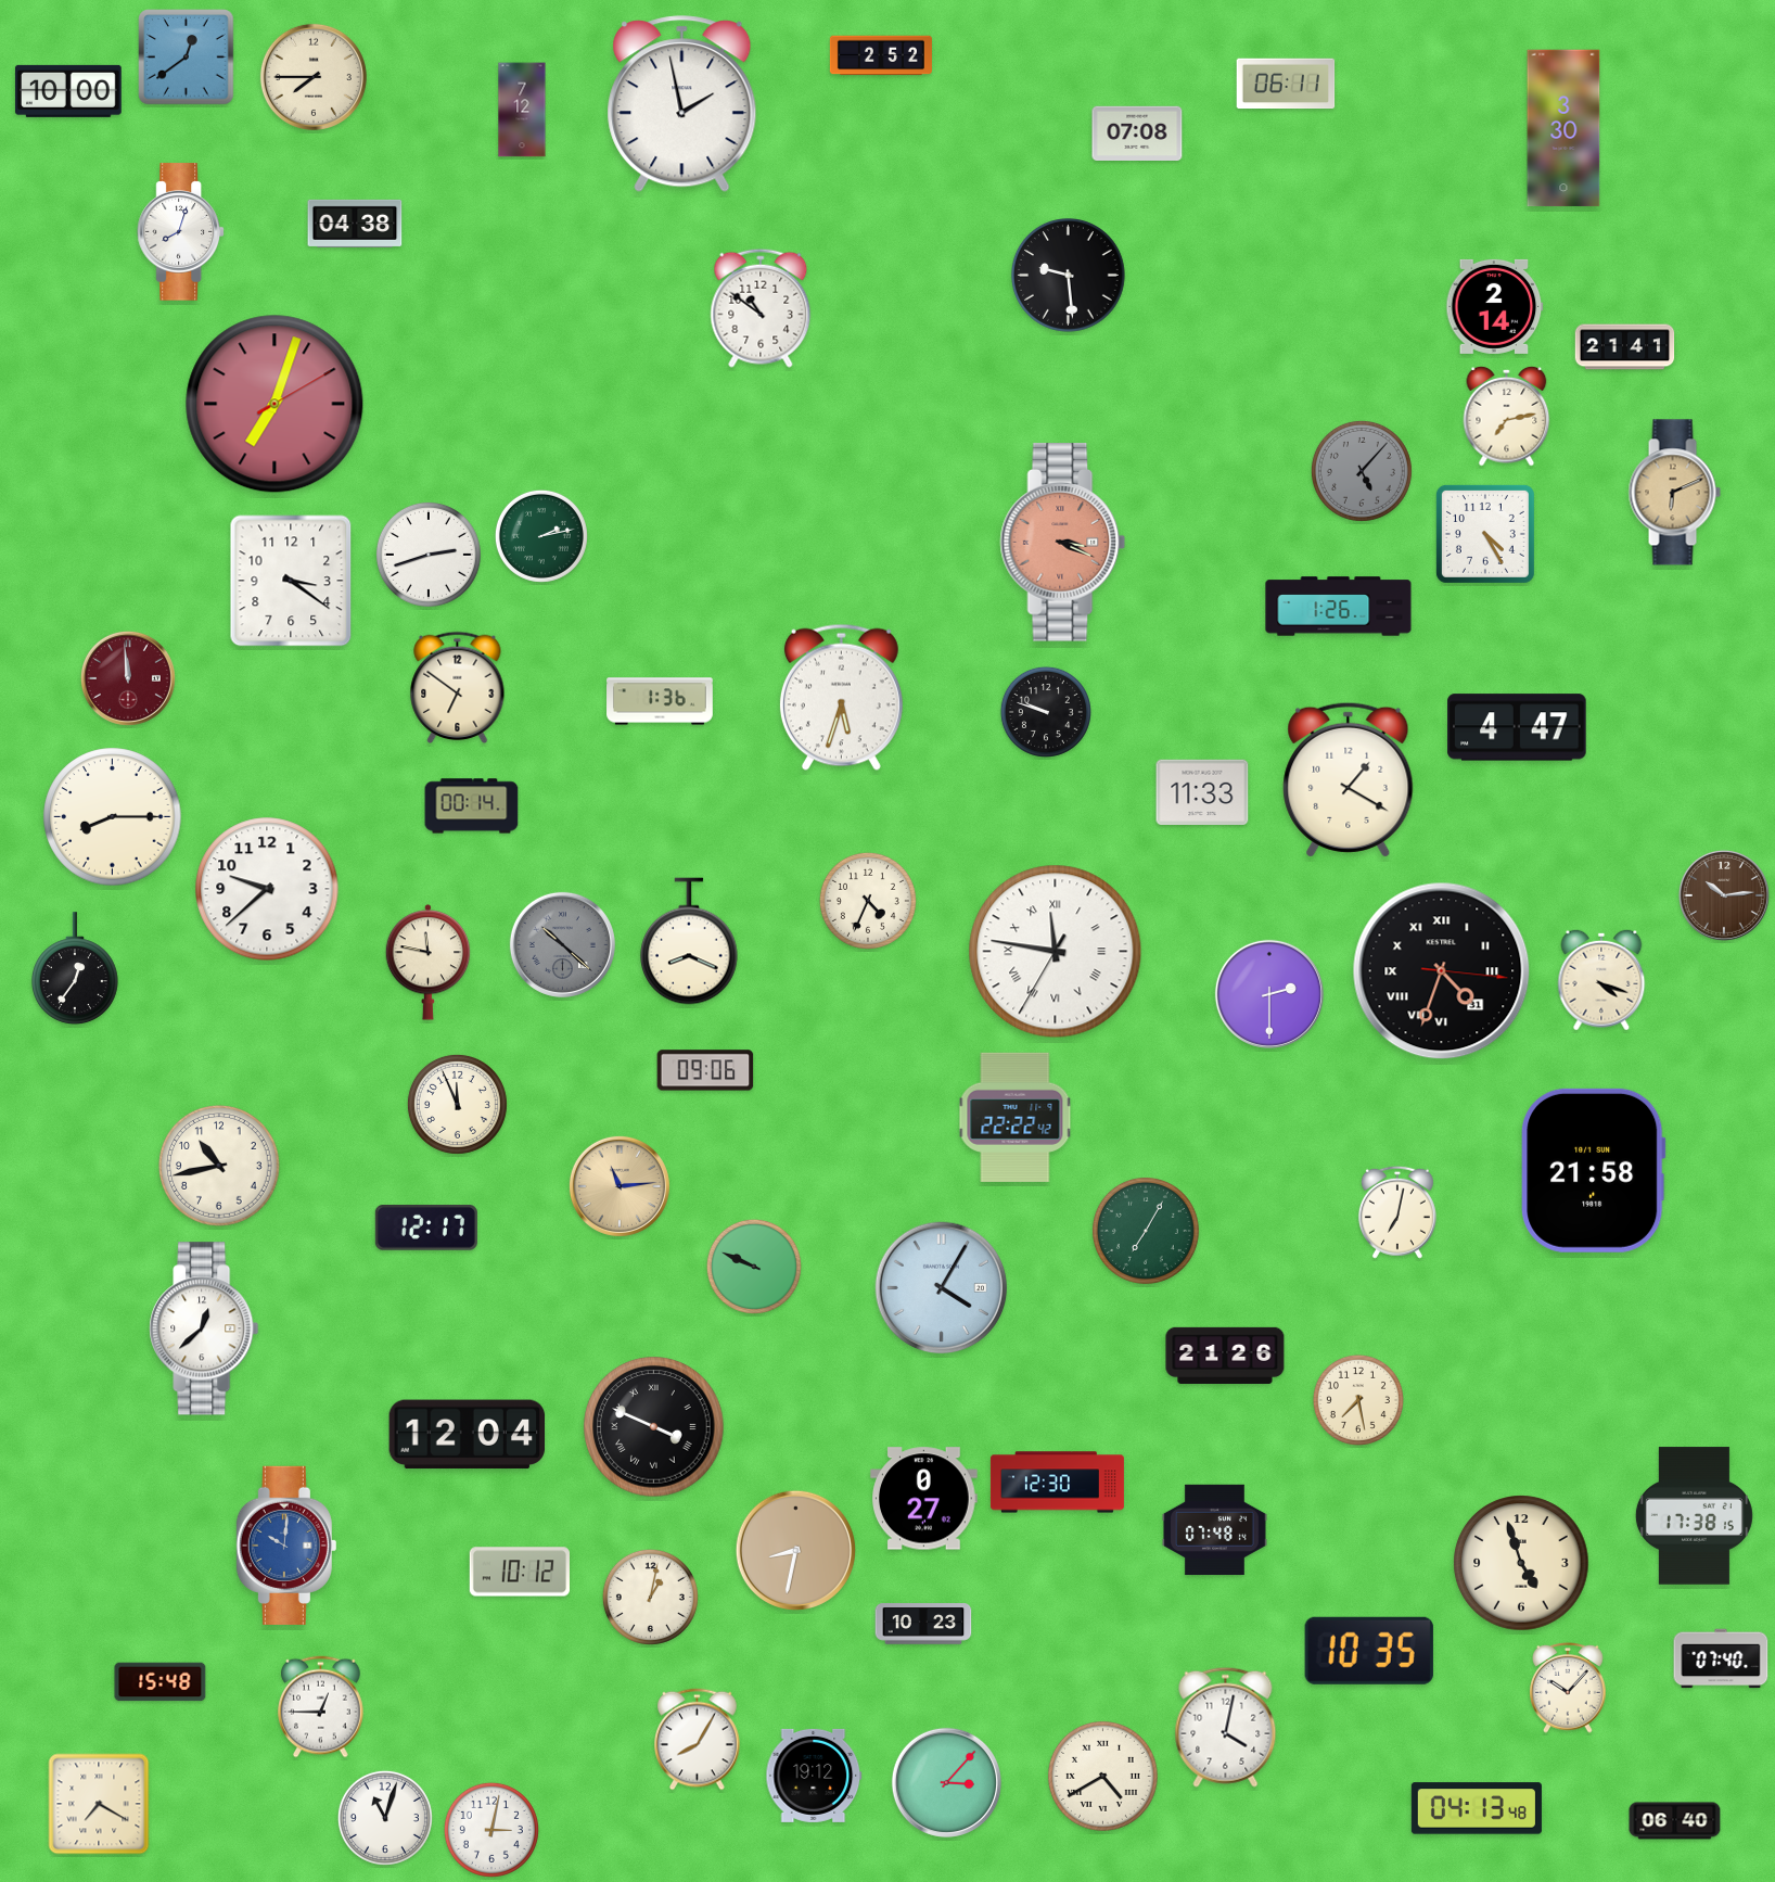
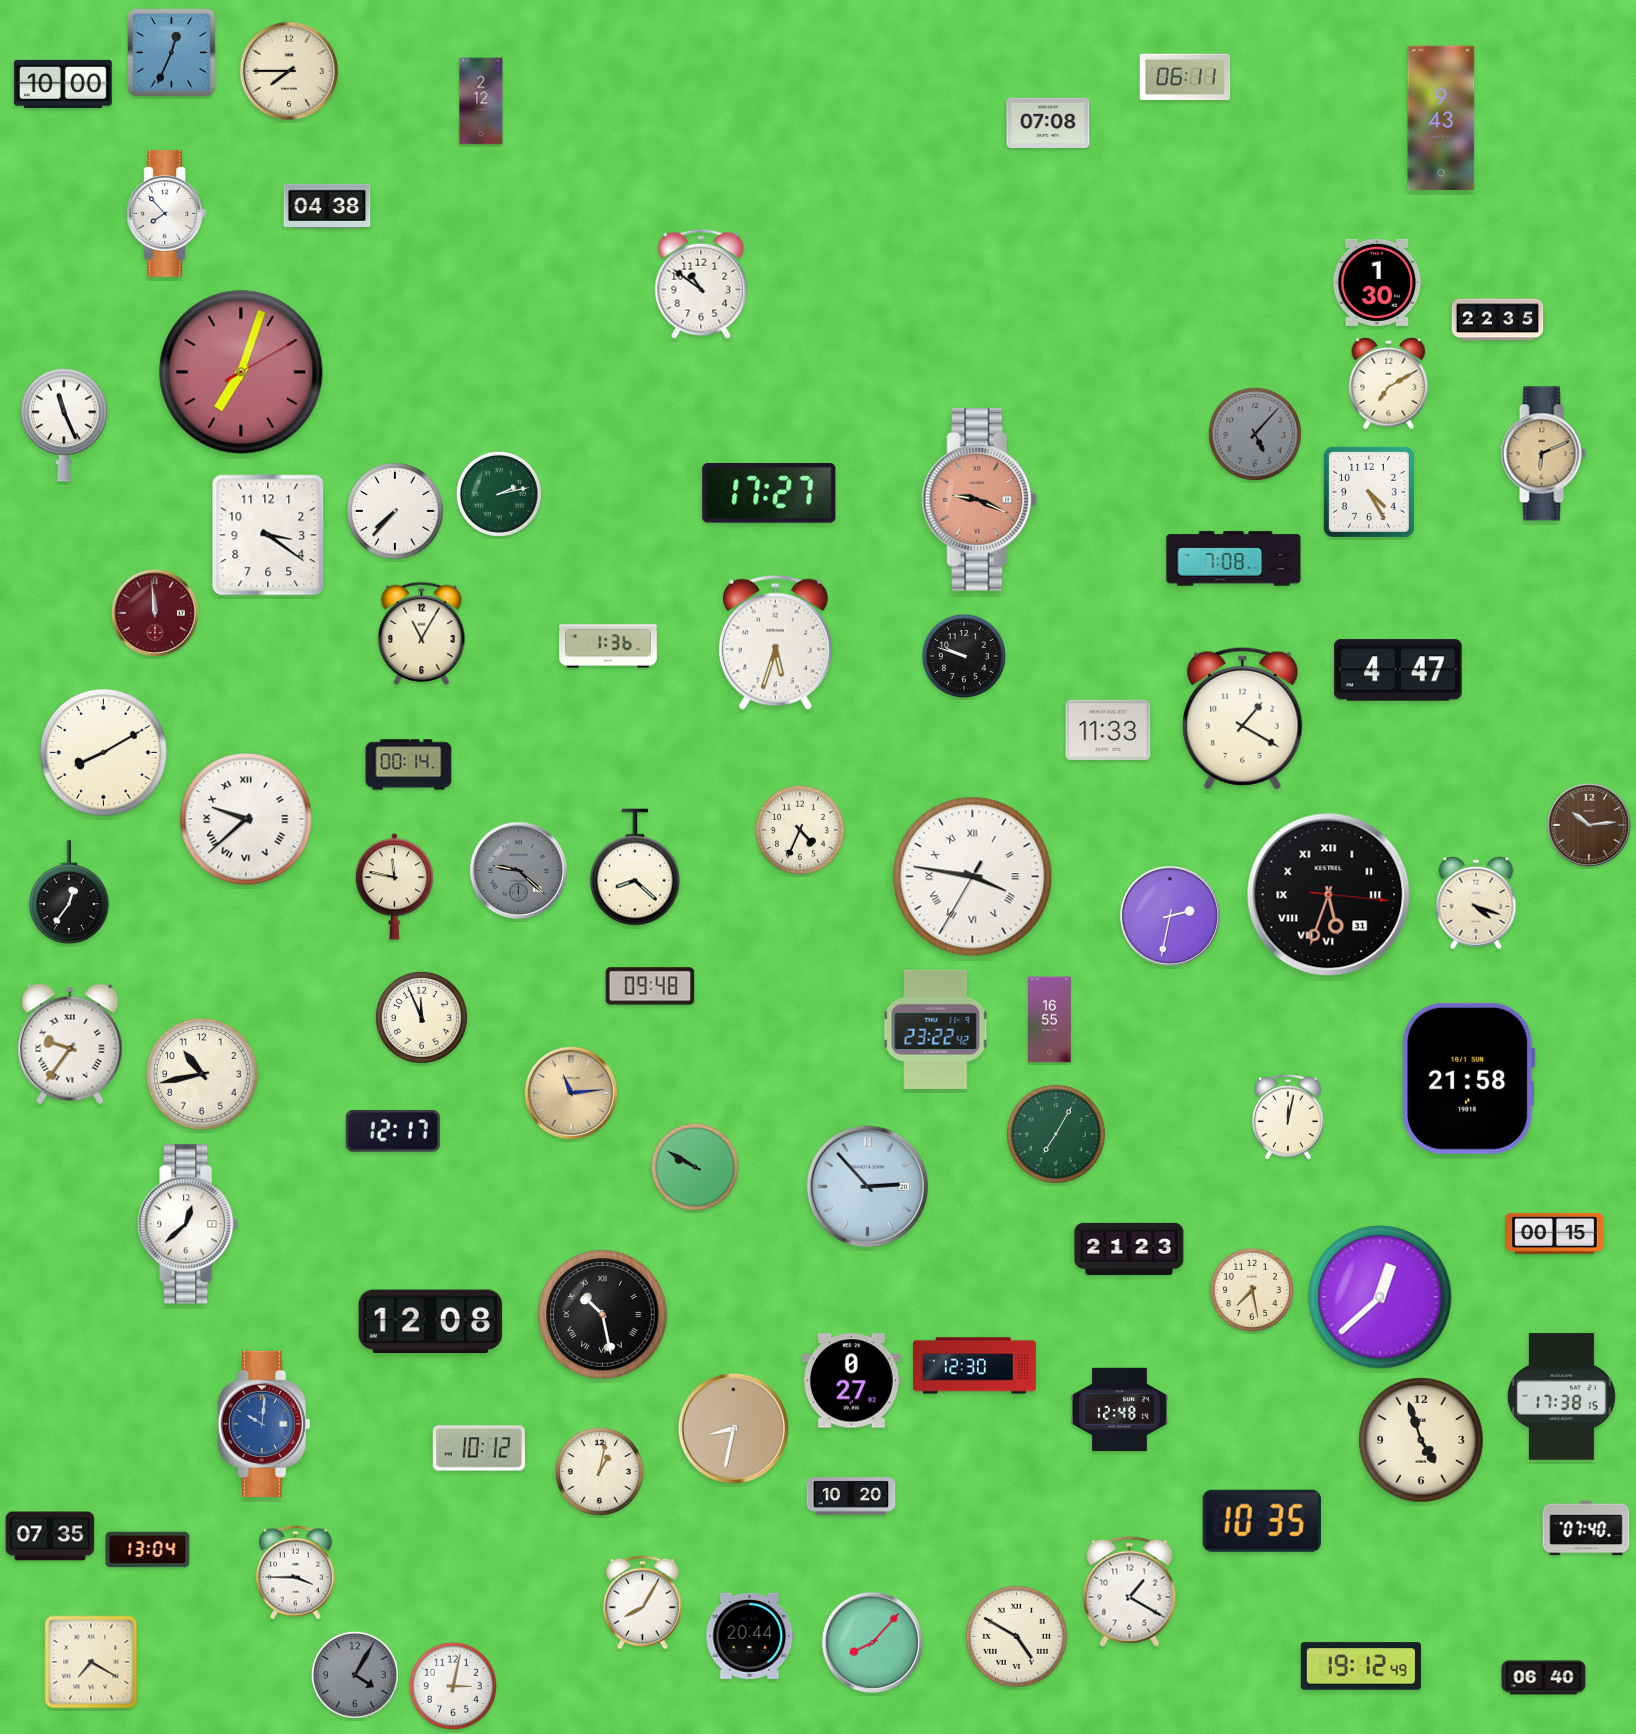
clock at (881, 55): 2:52 -> none
clock at (187, 58): 12:39 -> 12:34
clock at (682, 104): 1:58 -> none
clock at (522, 110): 7:12 -> 2:12
clock at (1563, 128): 3:30 -> 9:43
clock at (181, 232): 8:03 -> 7:53
clock at (1069, 276): 9:29 -> none
clock at (1495, 306): 2:14 -> 1:30
clock at (1625, 347): 21:41 -> 22:35
clock at (274, 404) position: (274, 404) -> (241, 372)
clock at (1507, 416): 7:13 -> 7:10
clock at (65, 425): none -> 11:26
clock at (769, 494): none -> 17:27
clock at (1063, 543): 3:19 -> 9:19
clock at (429, 555): 2:42 -> 7:37
clock at (1339, 607): 1:26 -> 7:08
clock at (128, 678) position: (128, 678) -> (155, 613)
clock at (458, 688): 6:51 -> 11:05
clock at (472, 806) position: (472, 806) -> (409, 765)
clock at (113, 817): 8:15 -> 8:10
clock at (267, 889) numerals: Arabic -> Roman
clock at (690, 941): 8:19 -> 8:22
clock at (562, 944): 10:22 -> 9:22
clock at (1056, 952): 11:46 -> 3:46
clock at (1442, 971): 4:33 -> 5:33
clock at (1269, 994): 2:30 -> 2:32
clock at (705, 1070): 09:06 -> 09:48
clock at (1050, 1020): none -> 16:55
clock at (1016, 1117): 22:22 -> 23:22
clock at (70, 1044): none -> 9:36
clock at (1397, 1212): 7:02 -> 12:02
clock at (754, 1267): 9:49 -> 9:50
clock at (942, 1288): 4:05 -> 2:53
clock at (1555, 1233): none -> 00:15
clock at (1225, 1356): 21:26 -> 21:23
clock at (1380, 1297): none -> 12:38
clock at (654, 1427): 3:49 -> 10:28
clock at (468, 1435): 12:04 -> 12:08
clock at (1214, 1530): 07:48 -> 12:48
clock at (1521, 1563) position: (1521, 1563) -> (1421, 1440)
clock at (923, 1624): 10:23 -> 10:20
clock at (50, 1536): none -> 07:35
clock at (161, 1682): 15:48 -> 13:04
clock at (1568, 1689): 10:07 -> none
clock at (321, 1707): 12:45 -> 3:45
clock at (1226, 1727): 4:02 -> 1:20
clock at (814, 1776): 19:12 -> 20:44
clock at (1102, 1776): 4:40 -> 4:50
clock at (946, 1782): 3:07 -> 8:07
clock at (1477, 1808): 04:13 -> 19:12
clock at (385, 1818): 11:03 -> 4:05
clock at (385, 1818) dial: white -> grey
